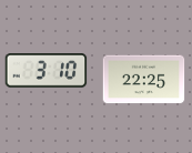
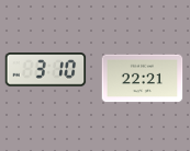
clock at (144, 80): 22:25 -> 22:21
